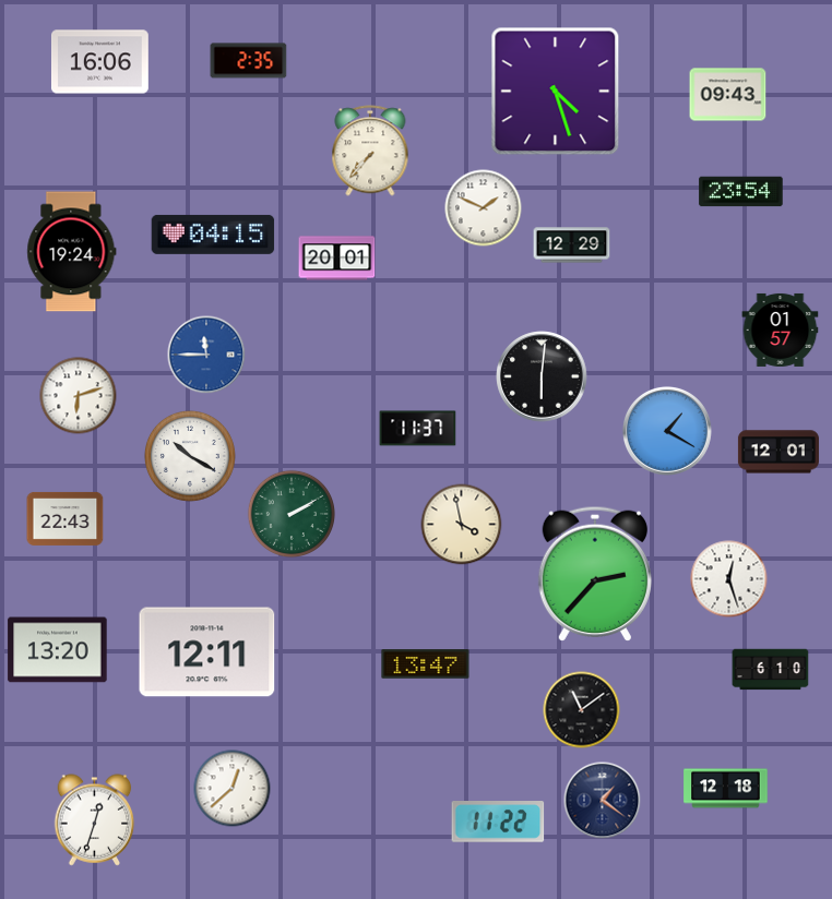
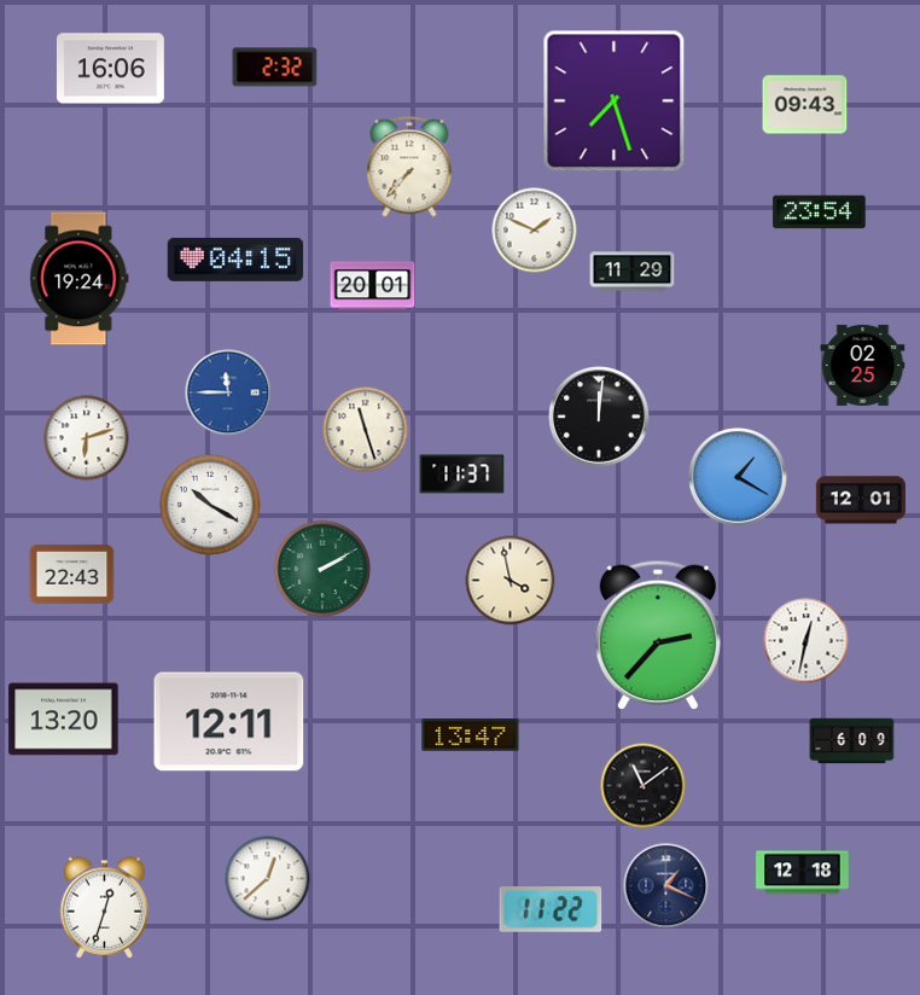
clock at (249, 61): 2:35 -> 2:32
clock at (556, 92): 4:27 -> 7:27
clock at (572, 245): 12:29 -> 11:29
clock at (781, 329): 01:57 -> 02:25
clock at (542, 376): 6:01 -> 12:01
clock at (366, 430): none -> 11:27
clock at (729, 579): 12:27 -> 12:32
clock at (771, 670): 6:10 -> 6:09
clock at (233, 789) position: (233, 789) -> (268, 879)
clock at (603, 801): 1:21 -> 1:19
